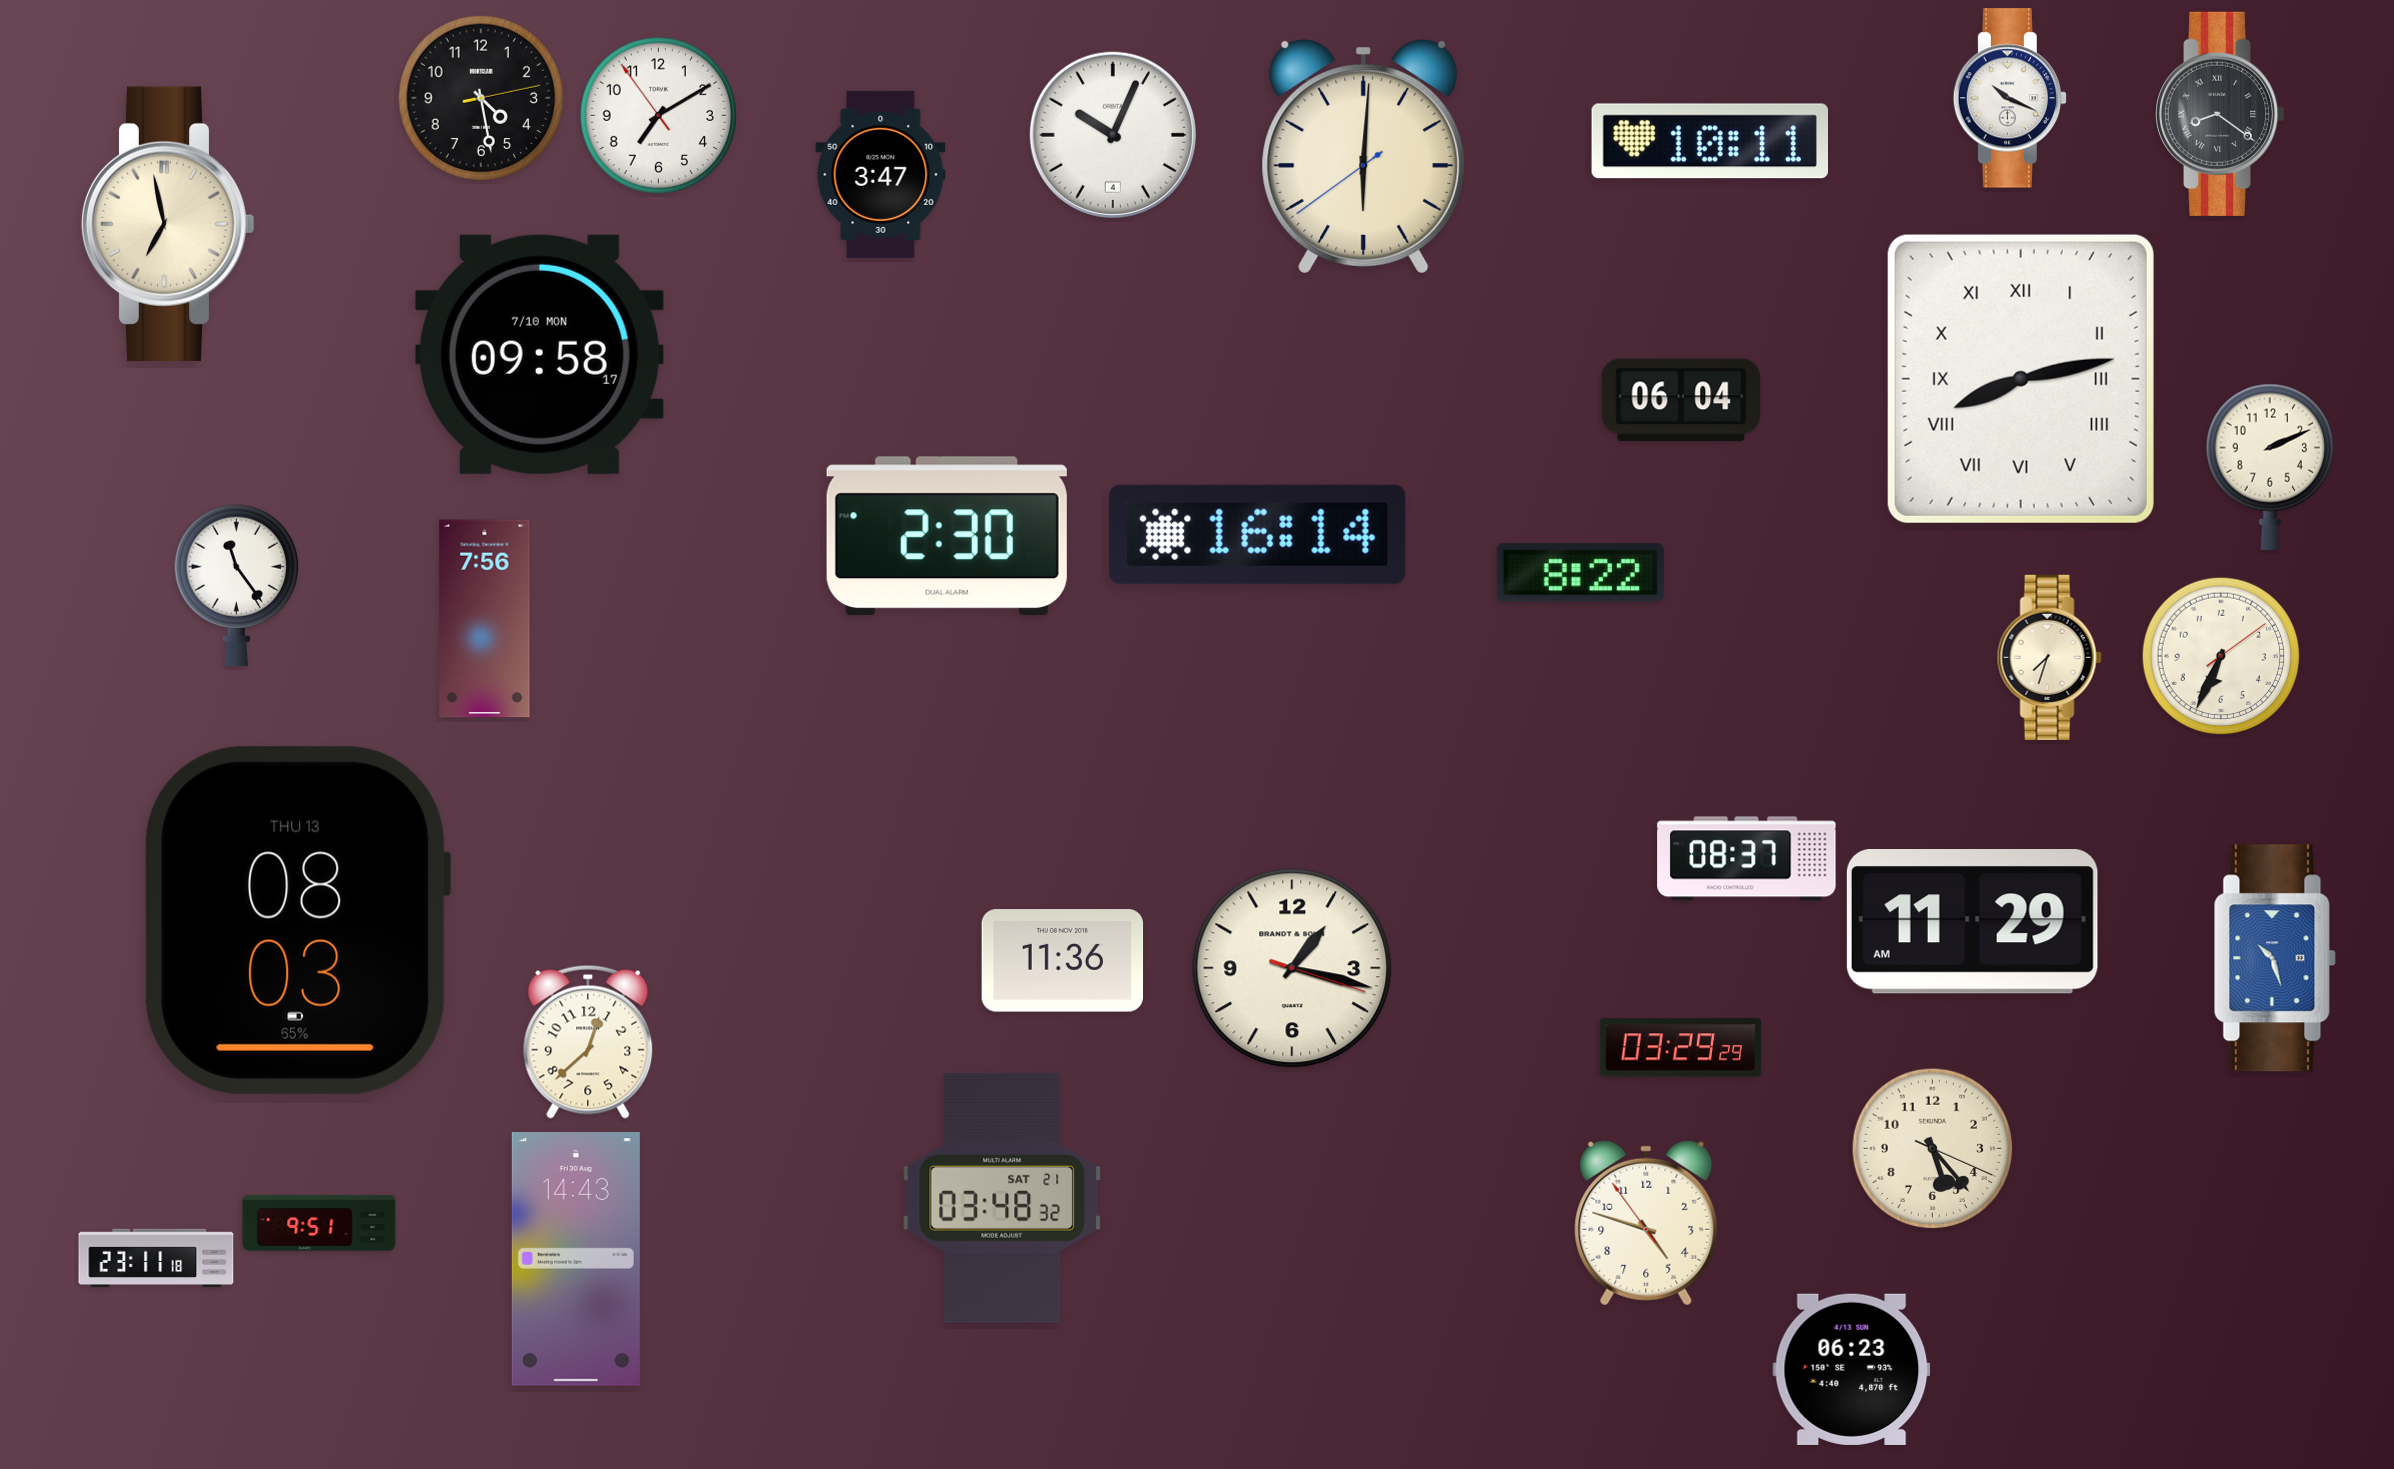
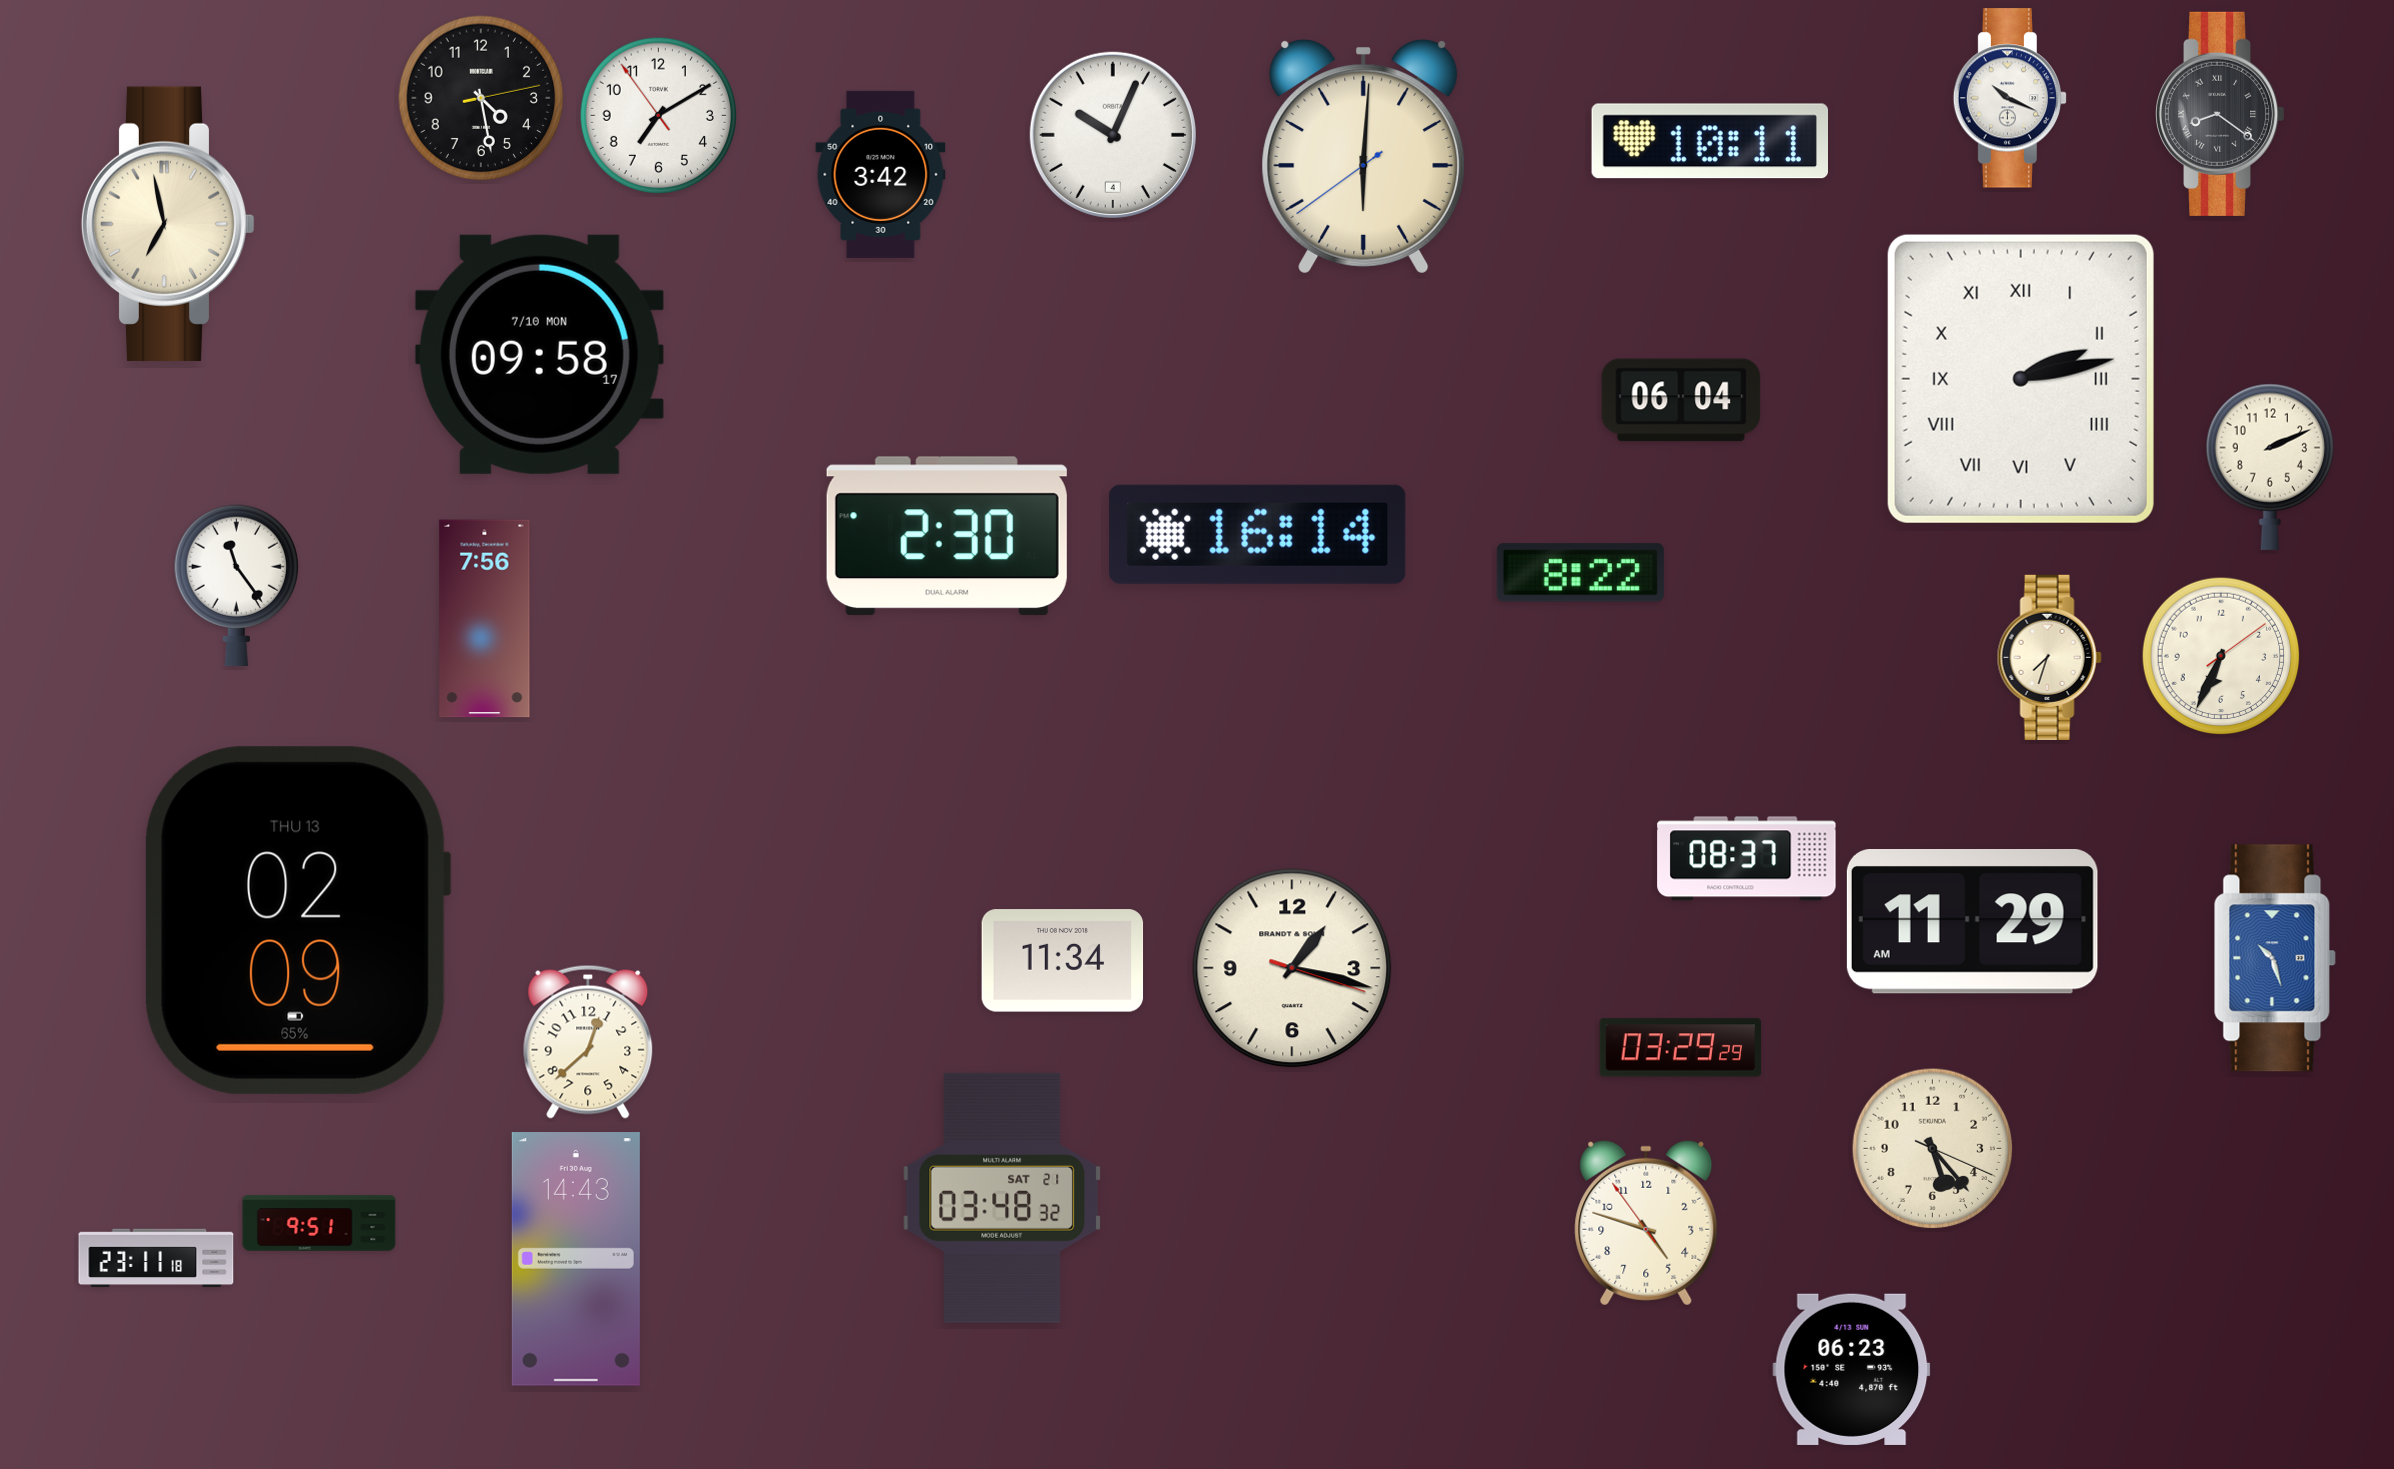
clock at (881, 174): 3:47 -> 3:42
clock at (2021, 379): 8:13 -> 2:13
clock at (298, 920): 08:03 -> 02:09
clock at (1063, 961): 11:36 -> 11:34
